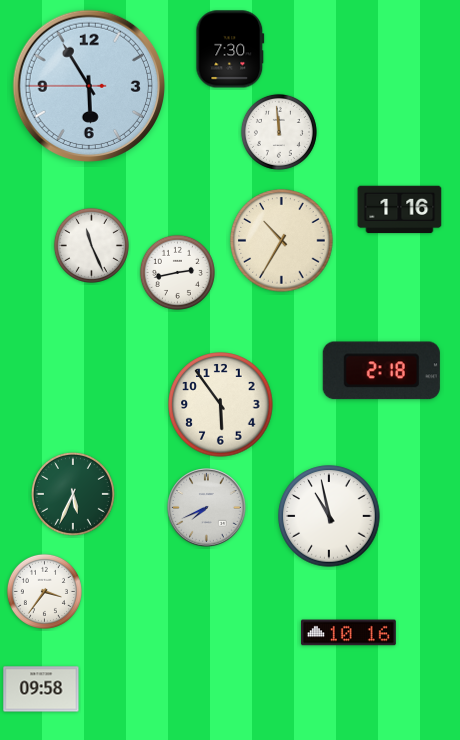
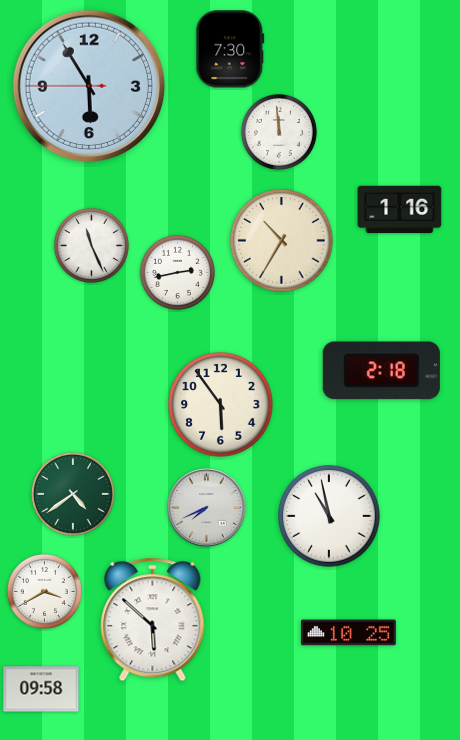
clock at (73, 494): 5:34 -> 4:39
clock at (44, 591): 3:36 -> 3:40
clock at (153, 620): none -> 5:52
clock at (348, 633): 10:16 -> 10:25
